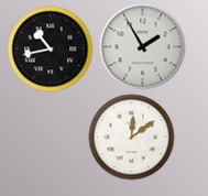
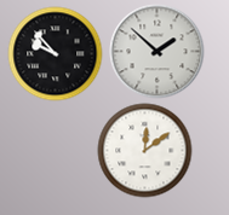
clock at (142, 46): 1:55 -> 1:52
clock at (50, 48): 10:43 -> 9:53
